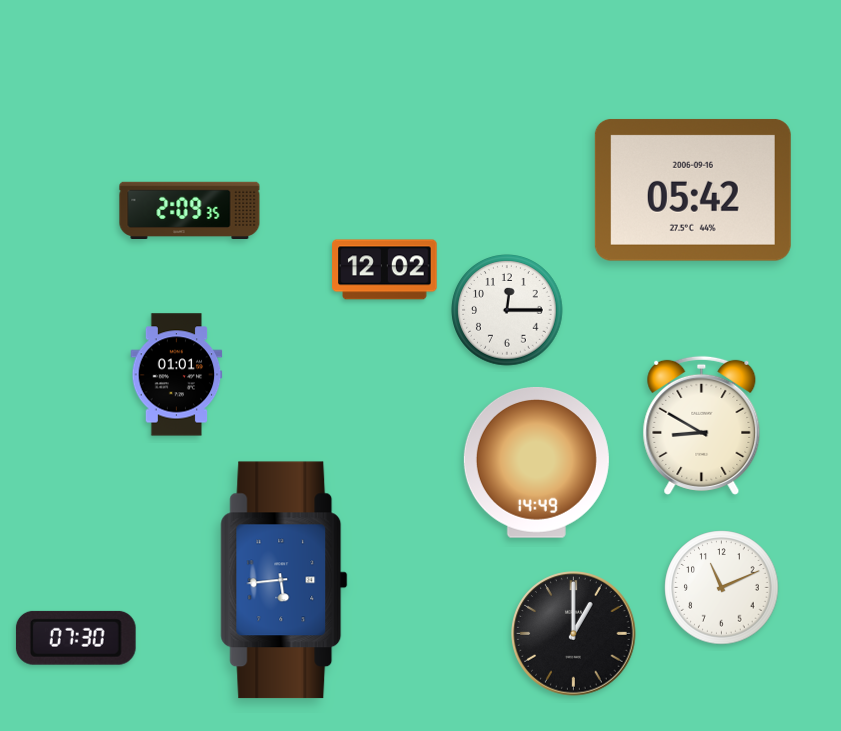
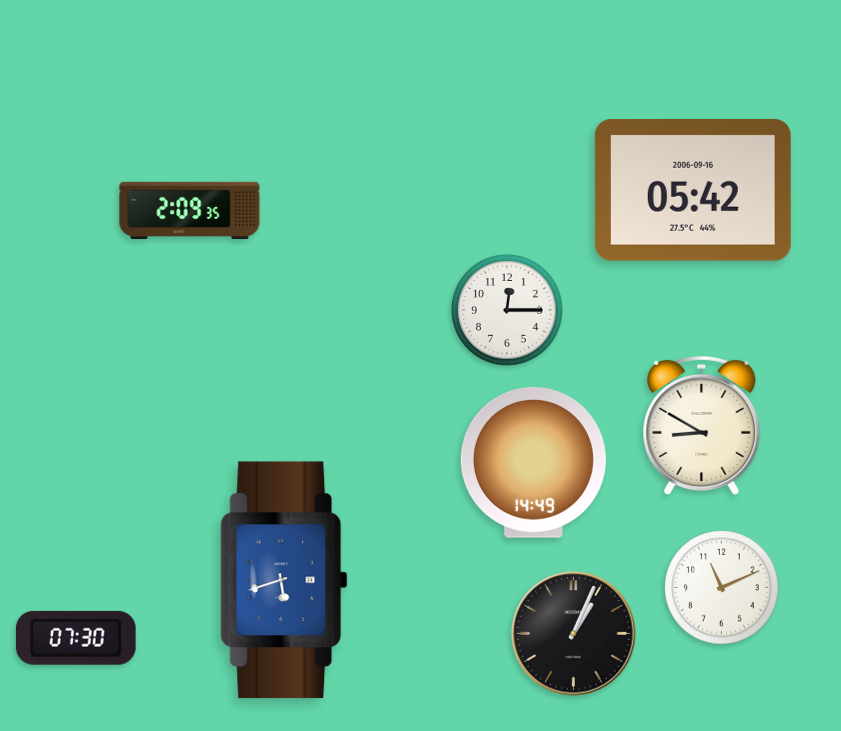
clock at (385, 270): 12:02 -> none
clock at (177, 375): 01:01 -> none
clock at (536, 462) position: (536, 462) -> (533, 462)
clock at (284, 580): 5:44 -> 5:42
clock at (574, 634): 1:00 -> 1:04
